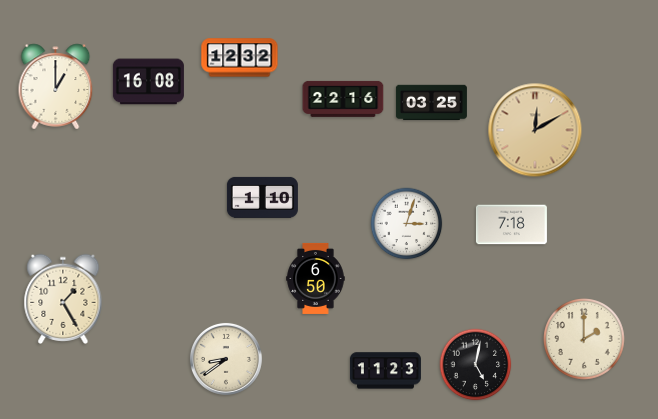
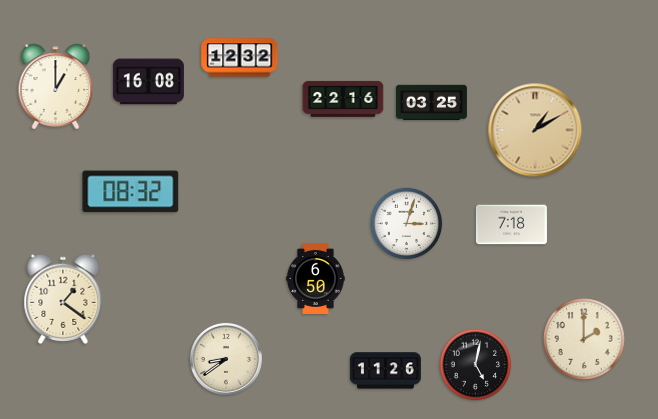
clock at (535, 130): 12:10 -> 1:10
clock at (131, 192): none -> 08:32
clock at (262, 197): 1:10 -> none
clock at (63, 299): 1:25 -> 1:21
clock at (385, 371): 11:23 -> 11:26
